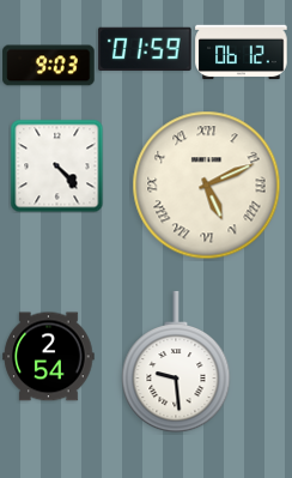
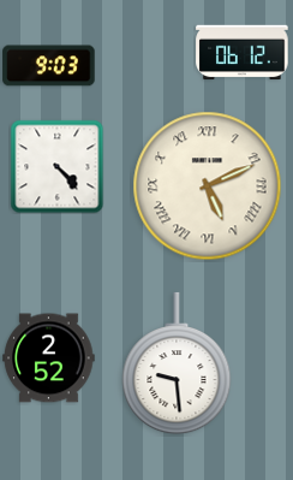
clock at (145, 48): 01:59 -> none
clock at (49, 357): 2:54 -> 2:52
